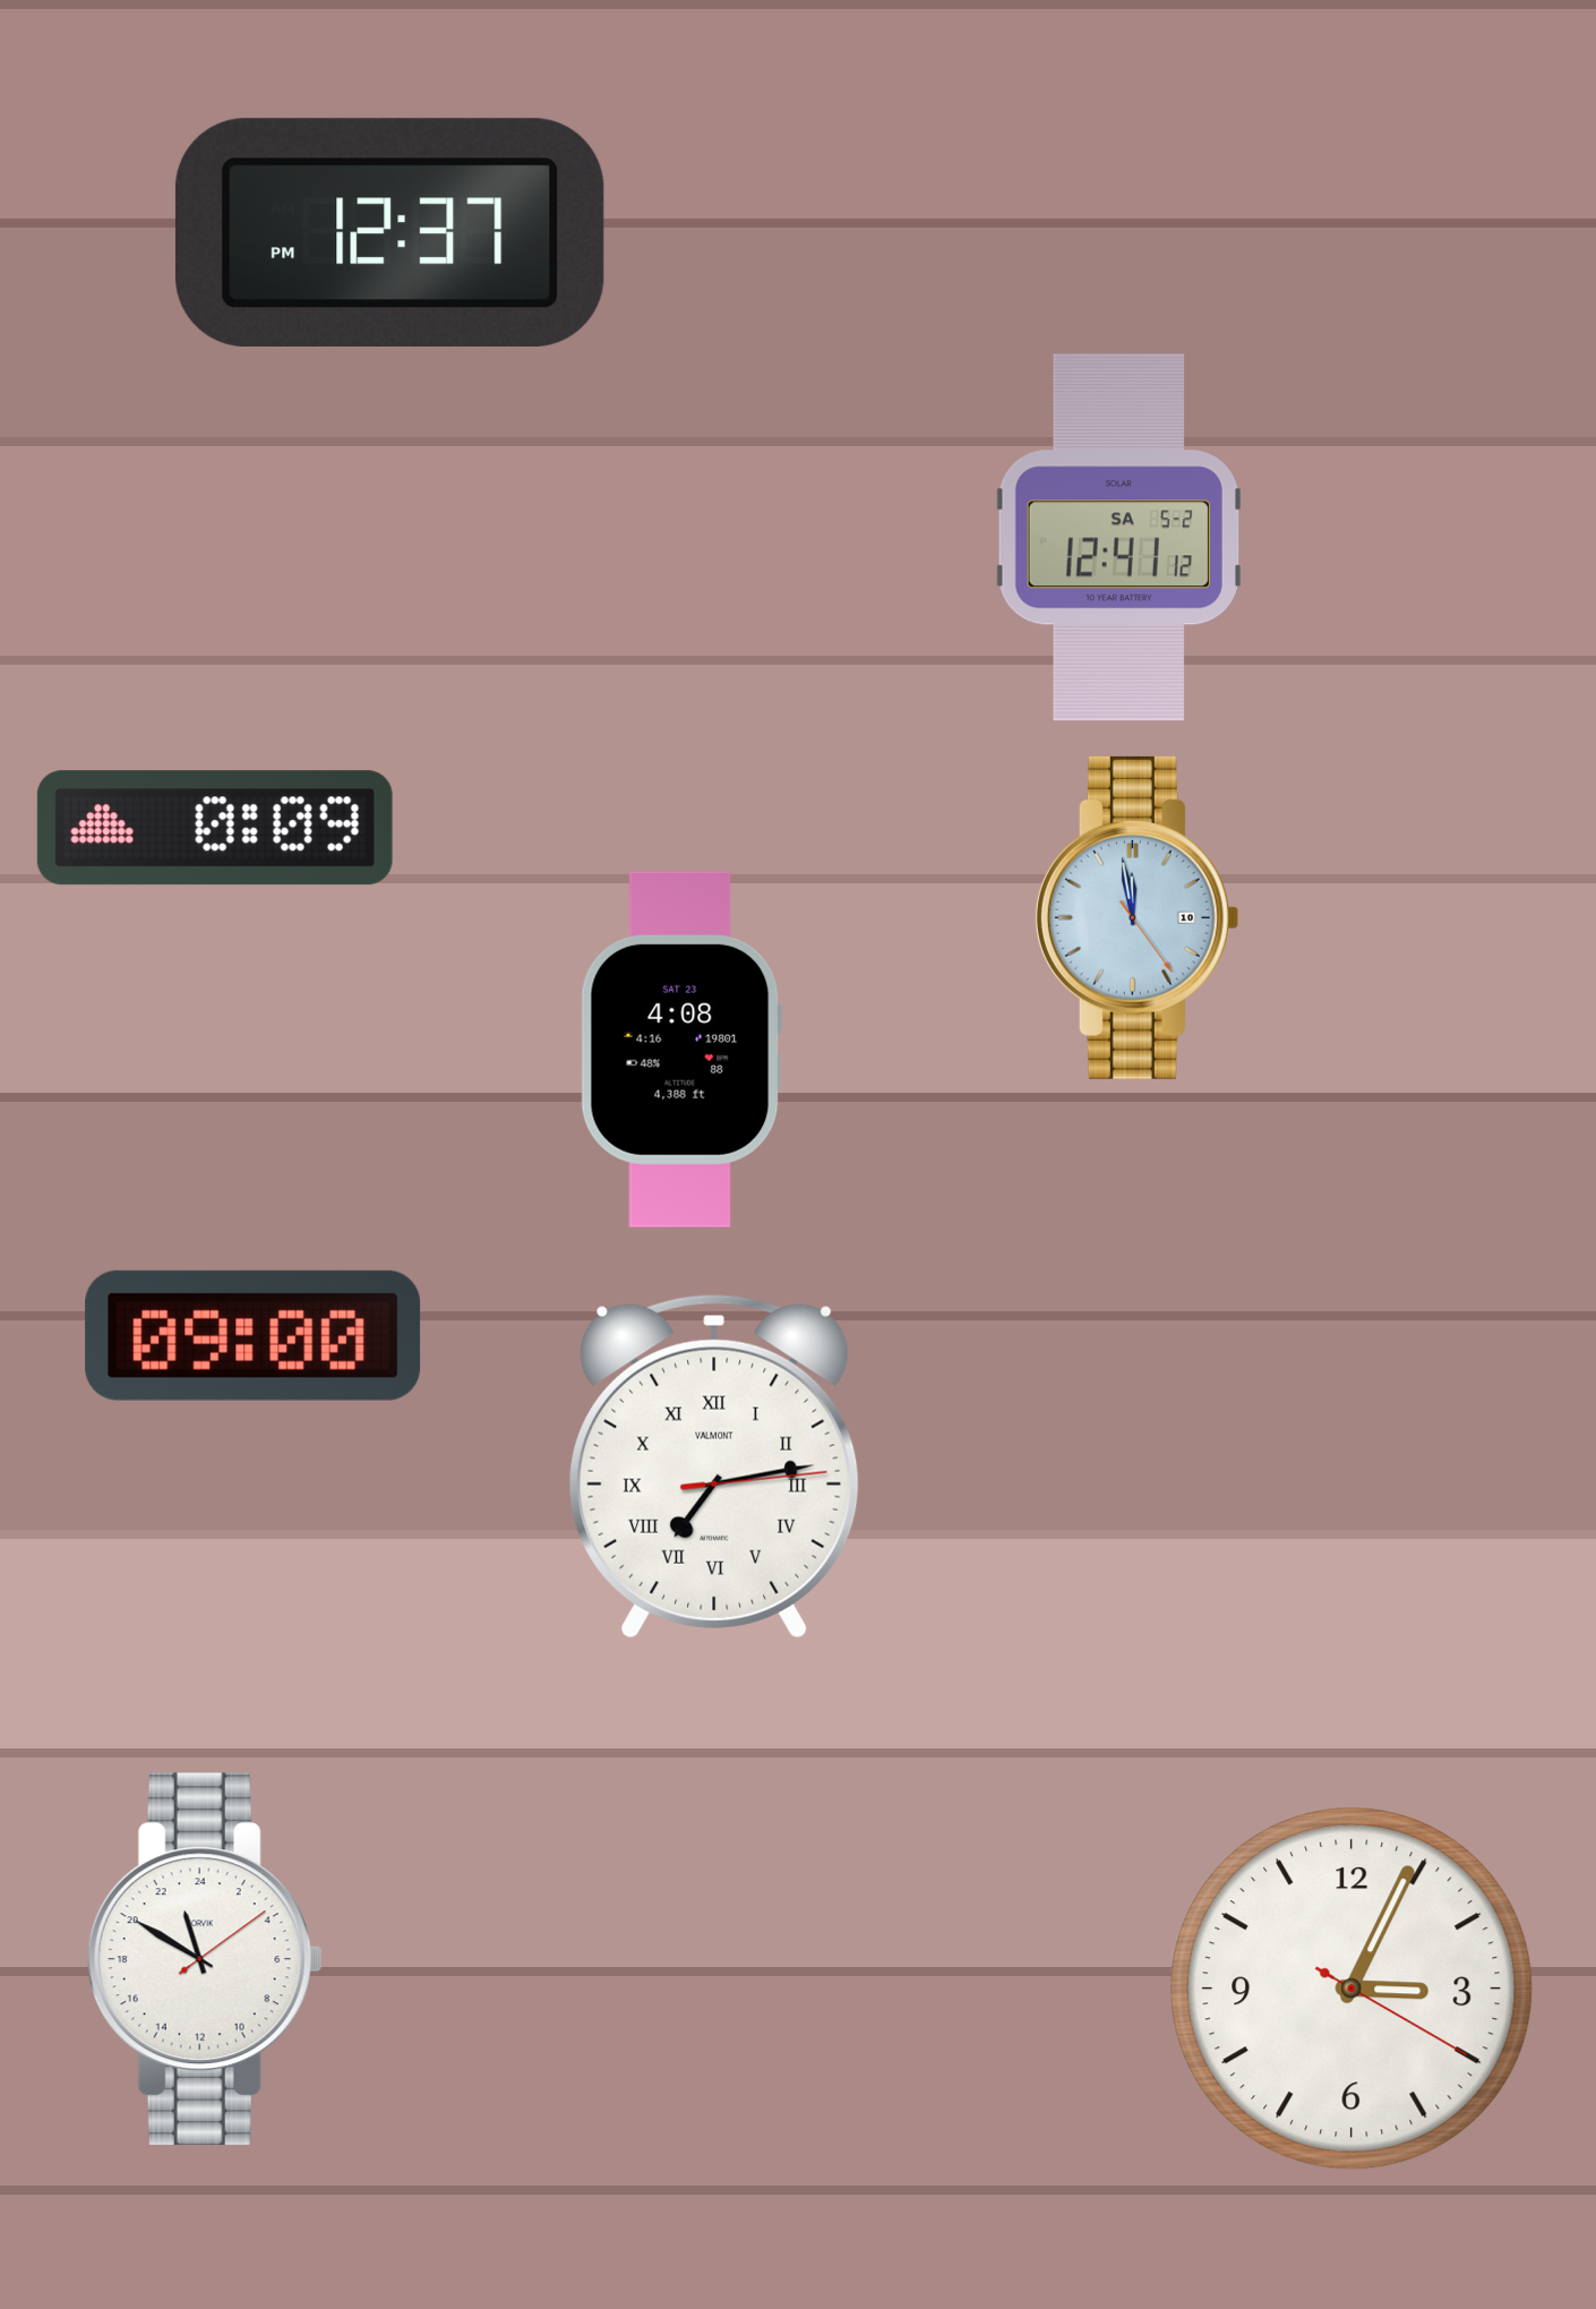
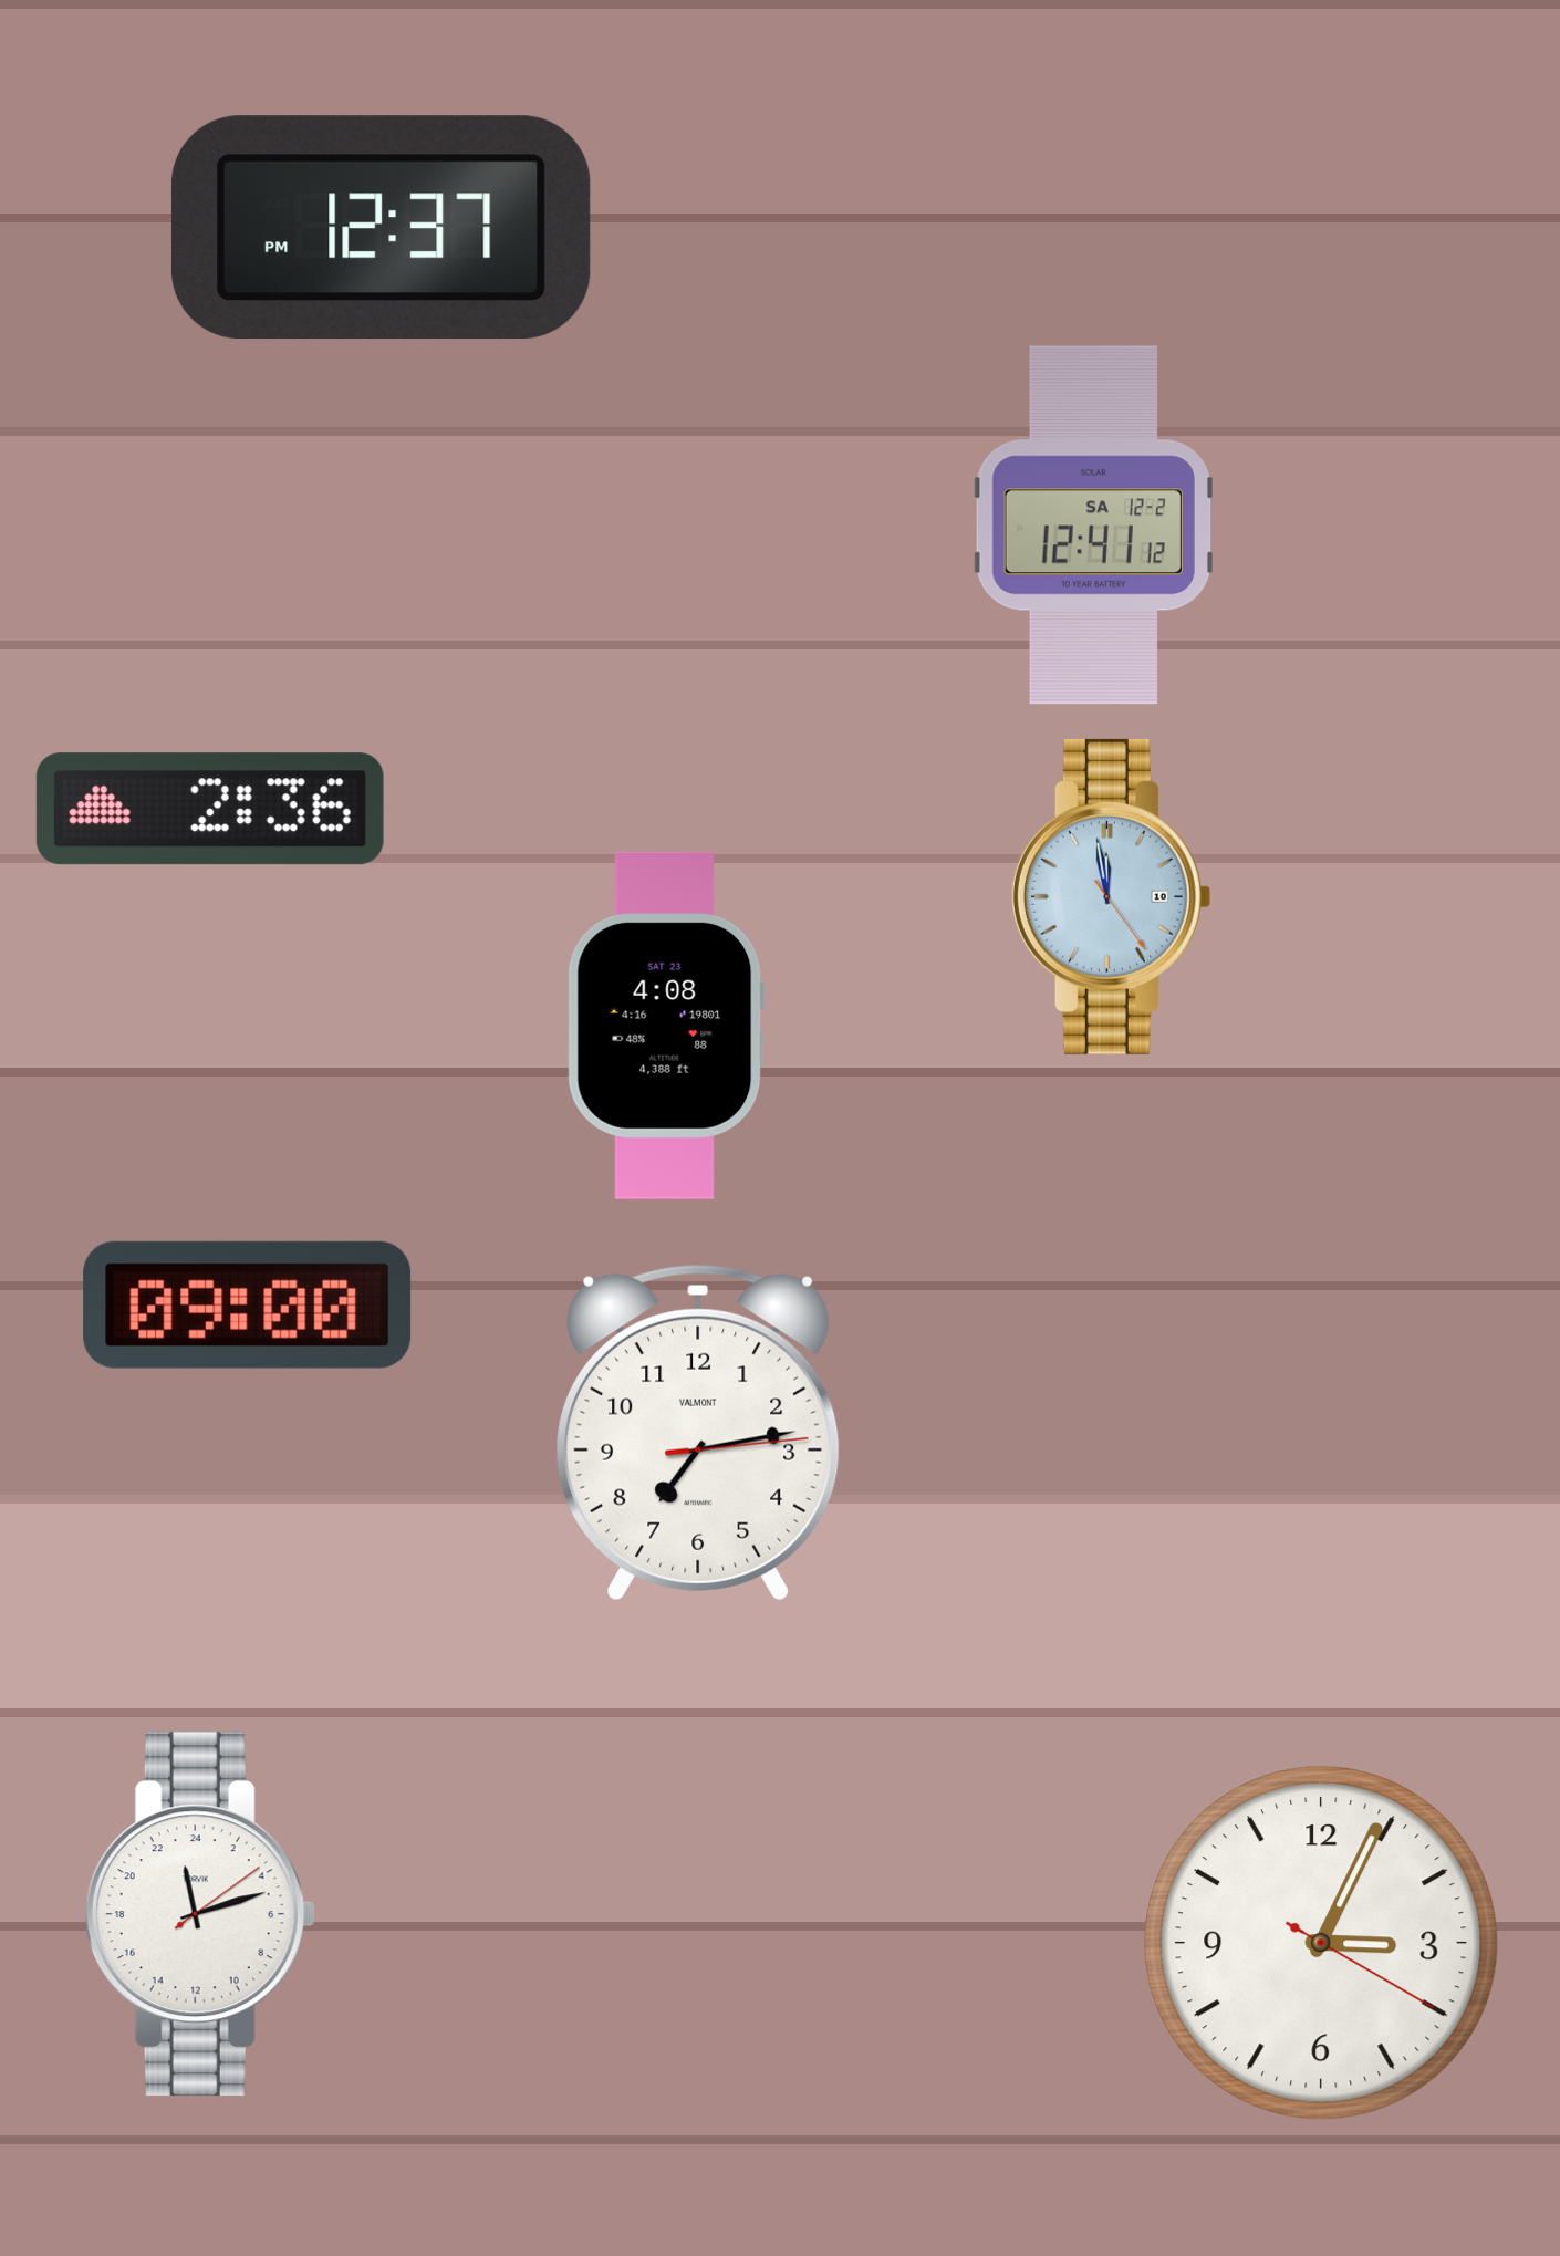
clock at (1118, 538) date: SA 5-2 -> SA 12-2
clock at (215, 828): 0:09 -> 2:36
clock at (714, 1466) numerals: Roman -> Arabic
clock at (205, 1959): 22:50 -> 23:12
